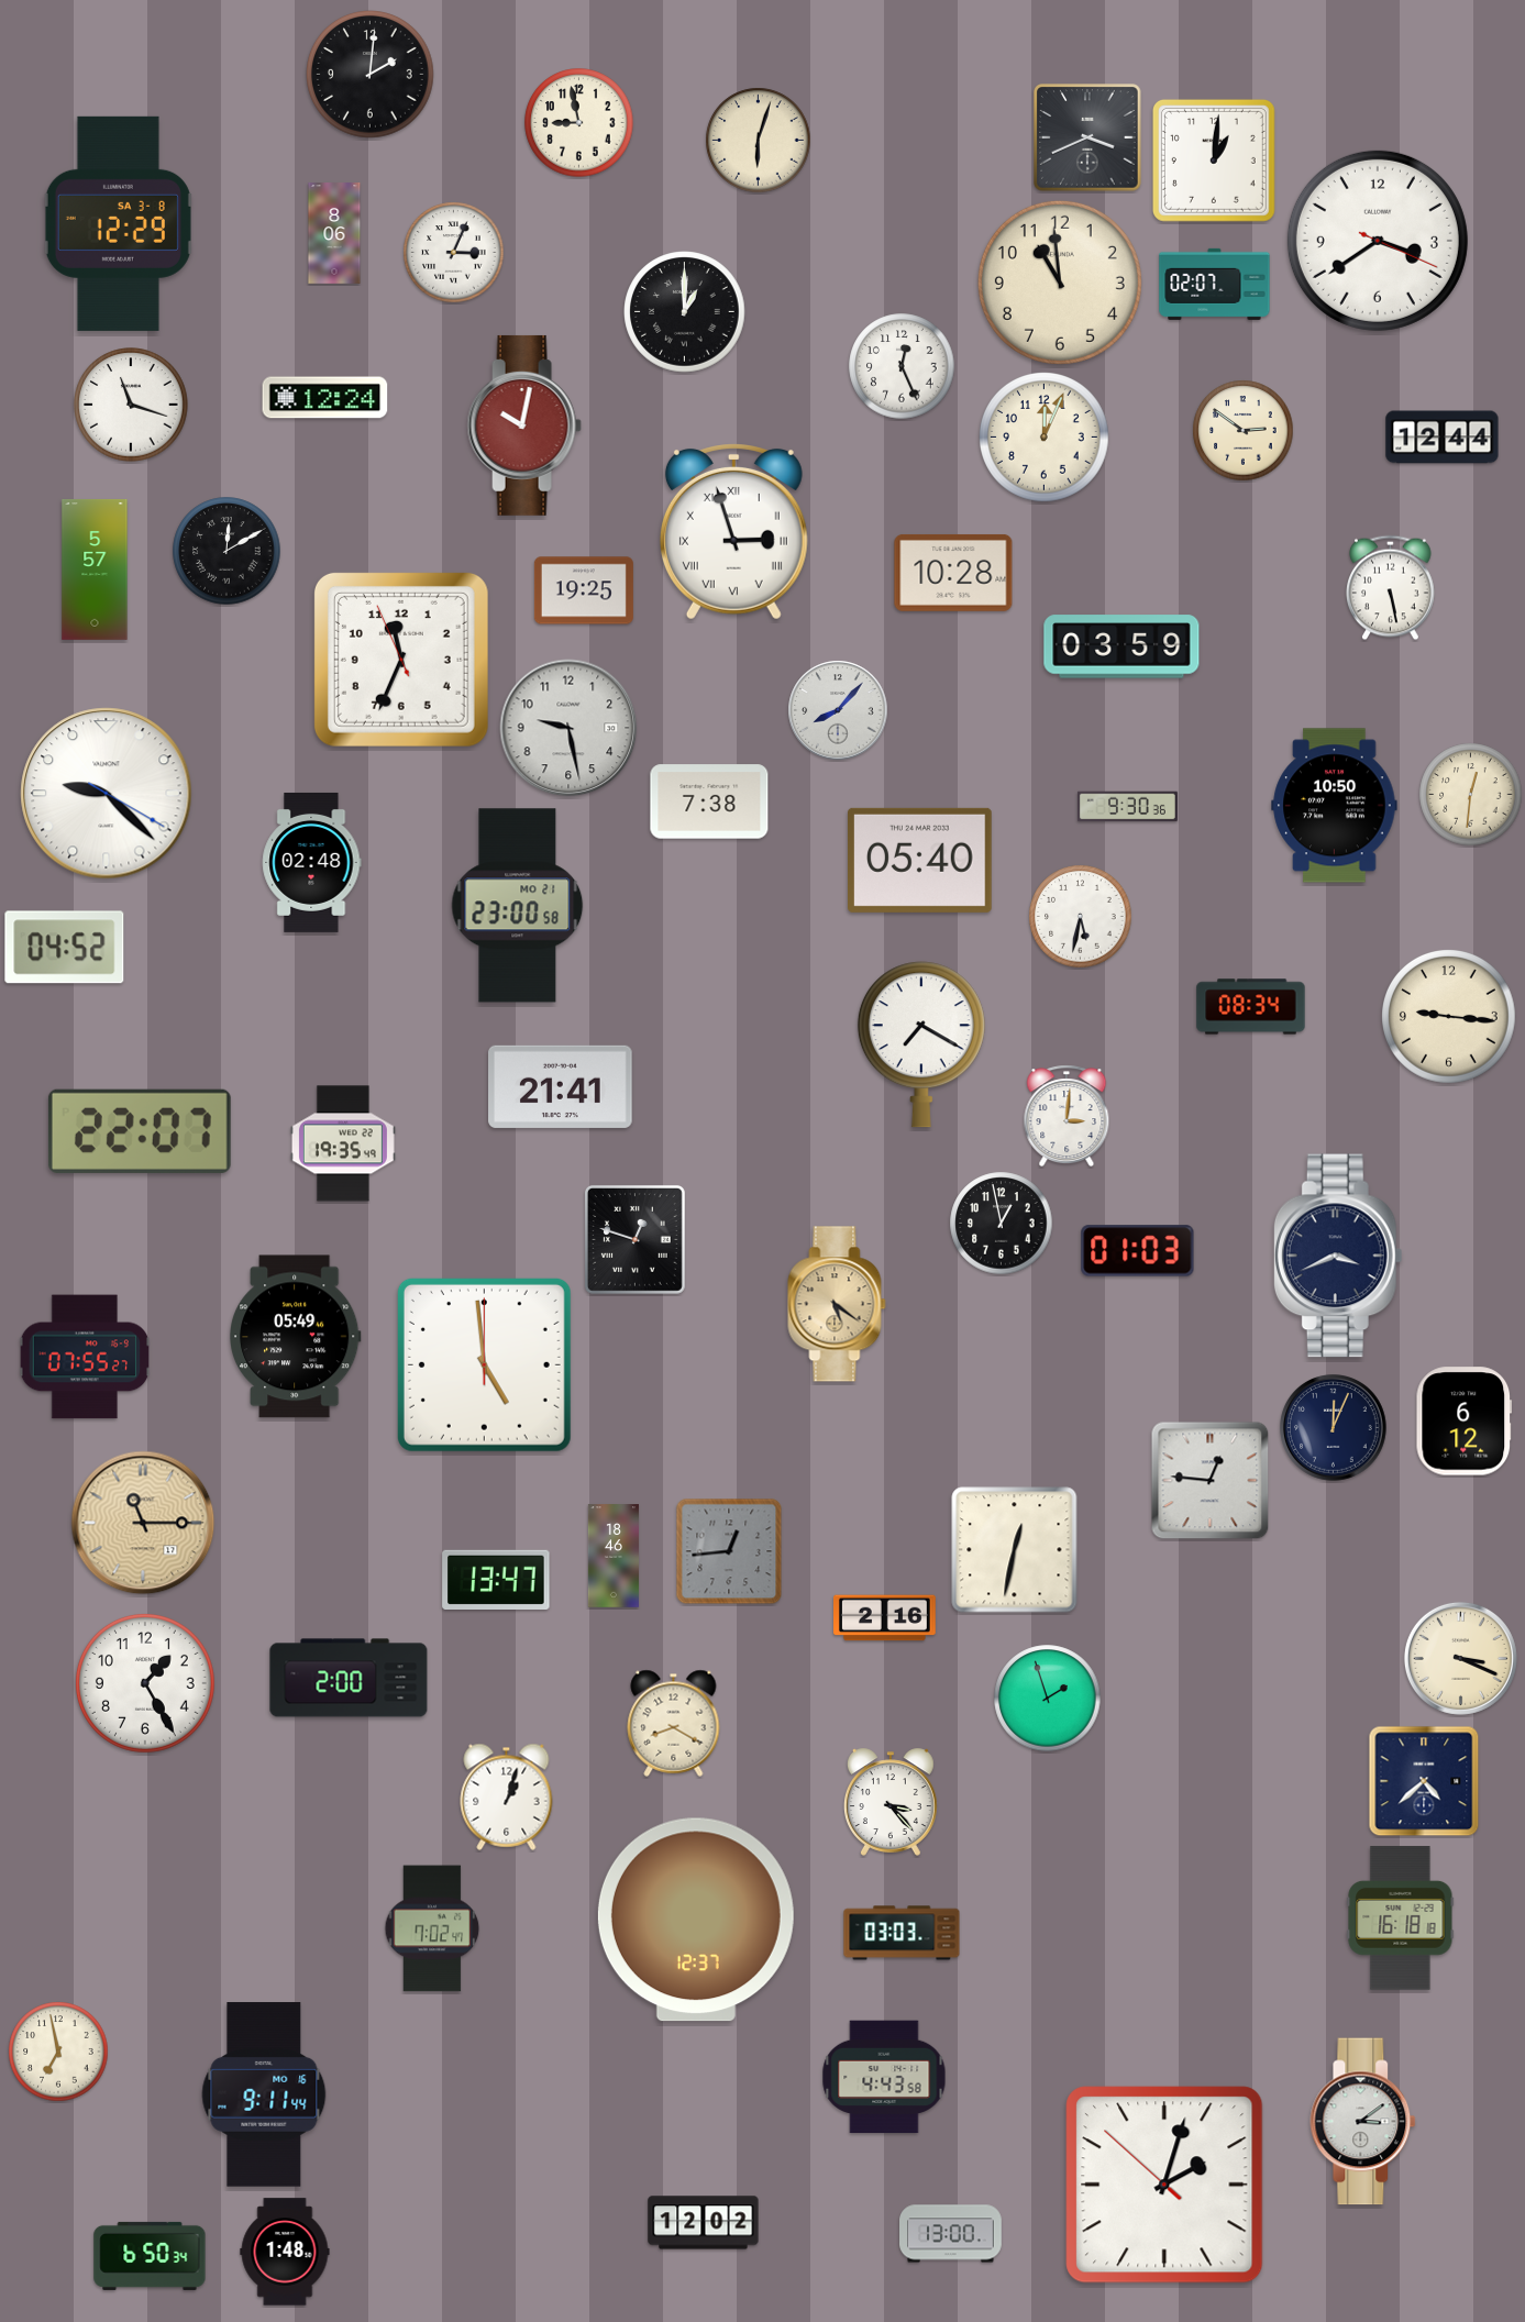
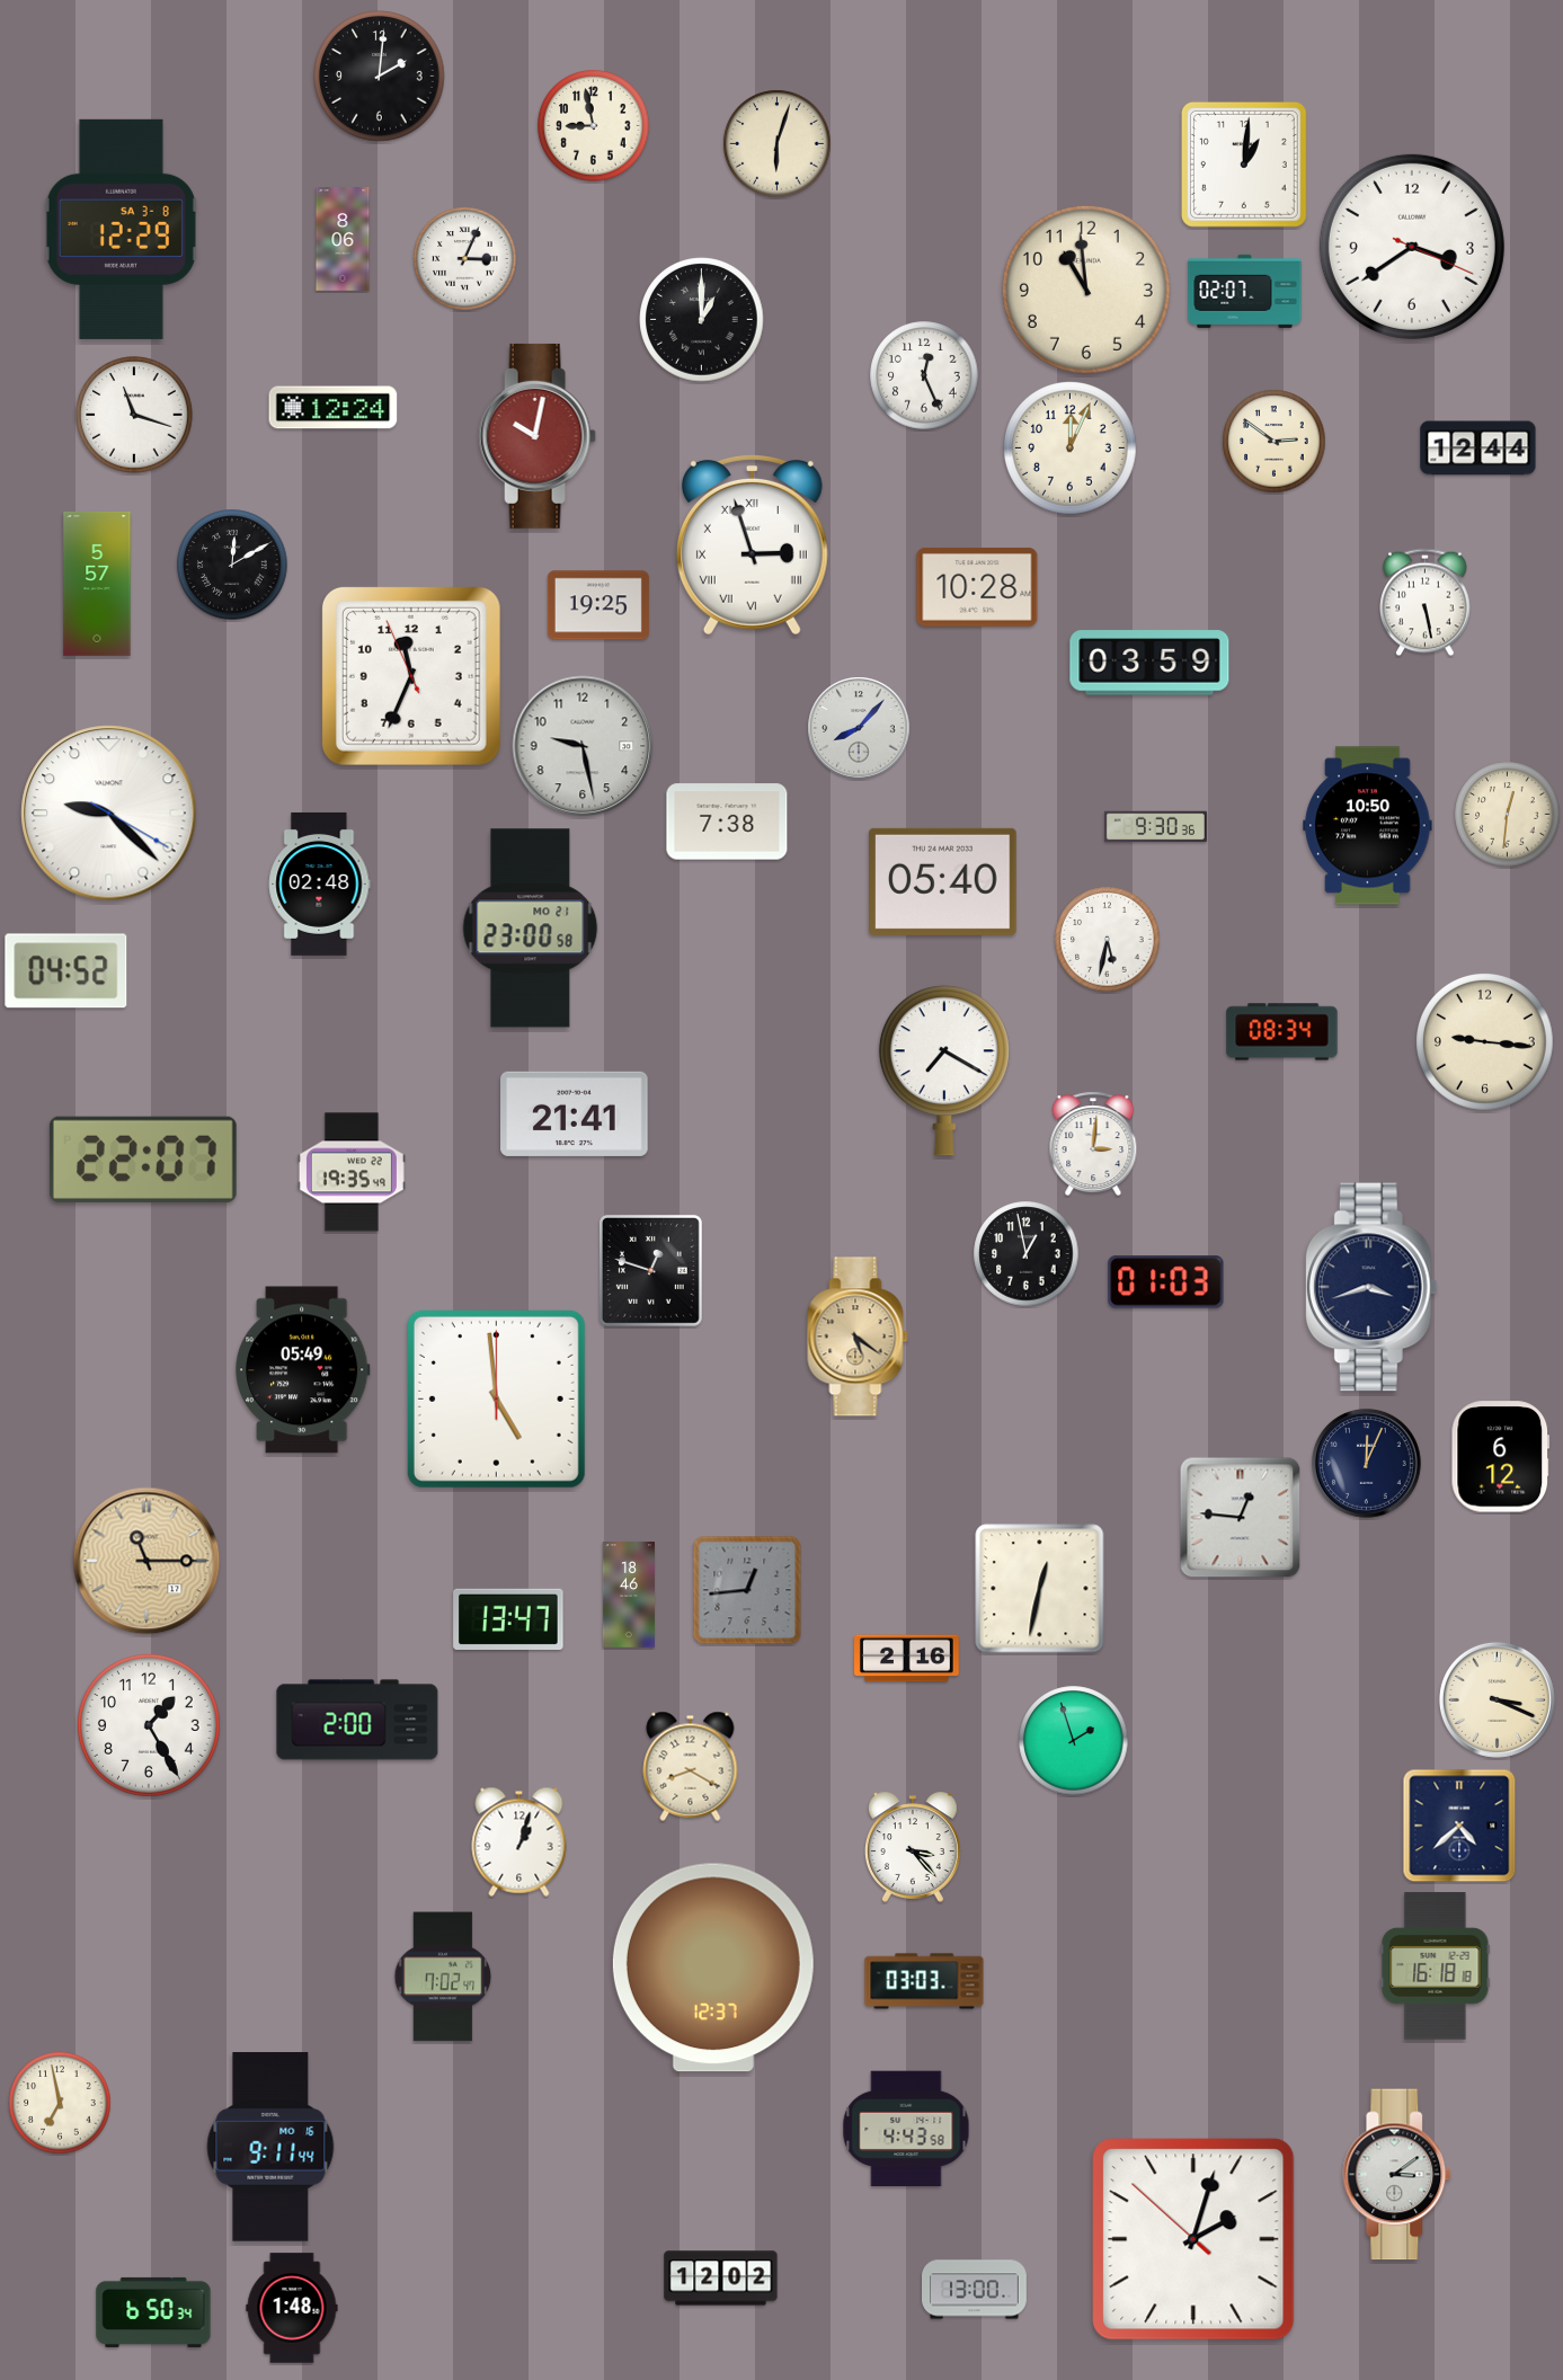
clock at (1087, 137): 3:41 -> none
clock at (1338, 1256): 3:41 -> 3:42
clock at (84, 1357): 07:55 -> none
